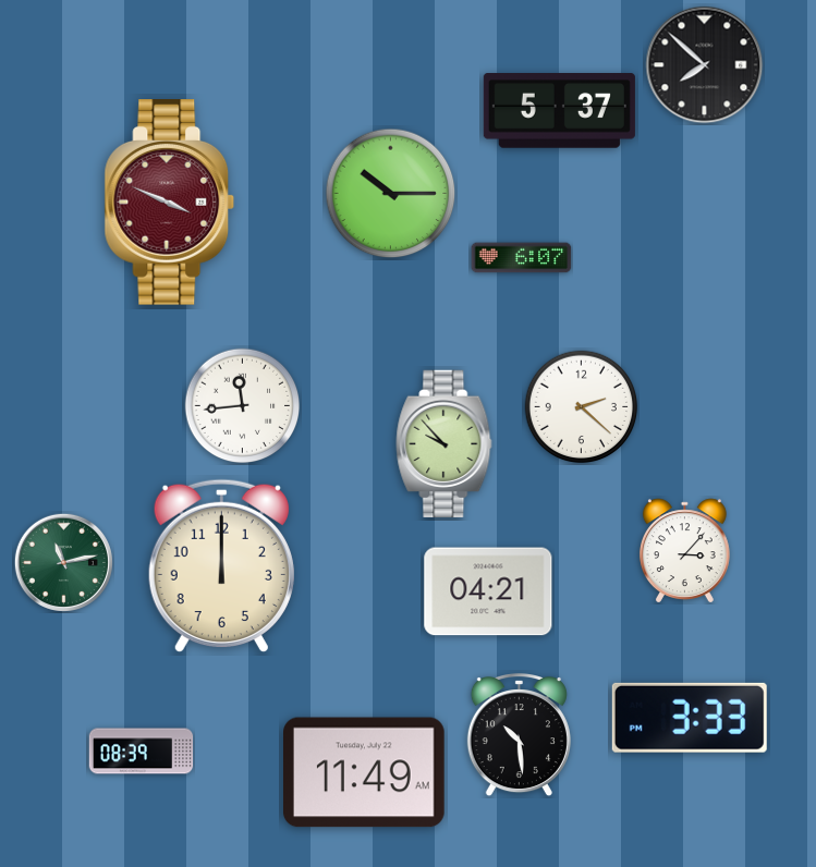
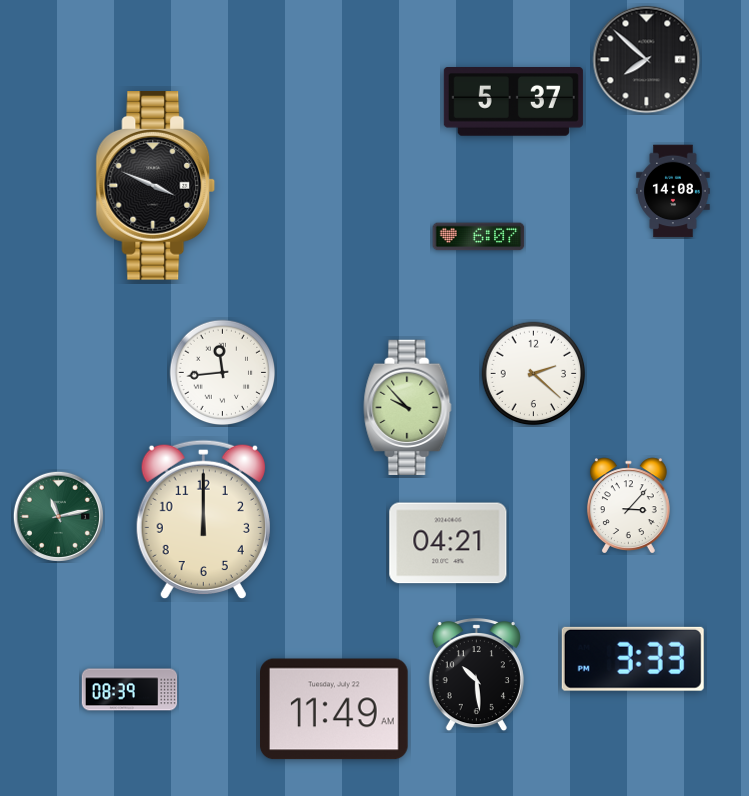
clock at (391, 194): 10:15 -> none
clock at (170, 203) dial: burgundy -> black
clock at (673, 191): none -> 14:08
